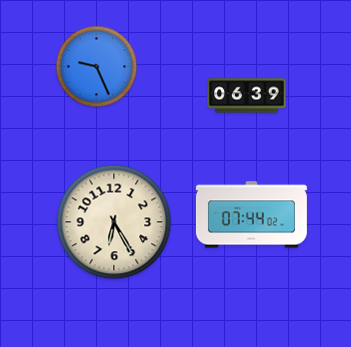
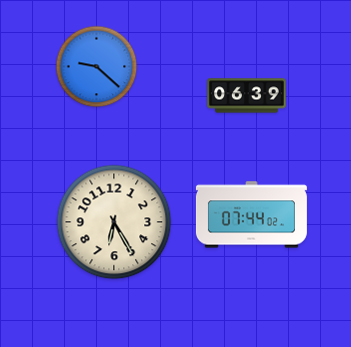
clock at (97, 67): 9:26 -> 9:22
